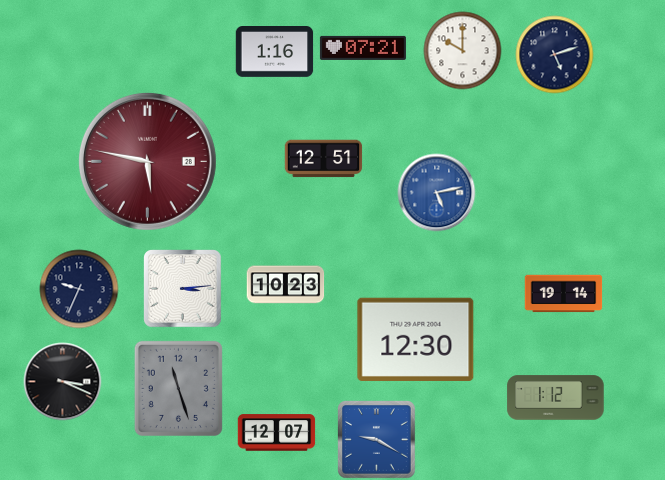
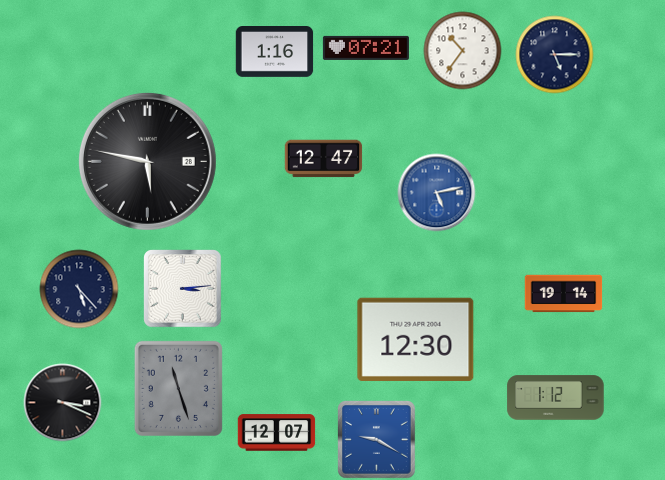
clock at (363, 48) position: (363, 48) -> (366, 48)
clock at (462, 50): 10:00 -> 10:36
clock at (554, 54): 5:12 -> 5:15
clock at (323, 159): 12:51 -> 12:47
clock at (147, 161) dial: burgundy -> black
clock at (285, 285): 10:23 -> none
clock at (79, 289): 9:34 -> 5:23
clock at (62, 381) position: (62, 381) -> (62, 402)
